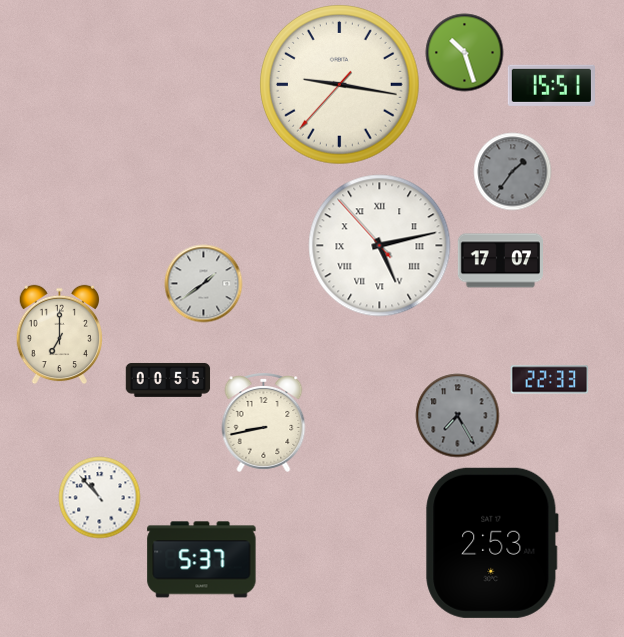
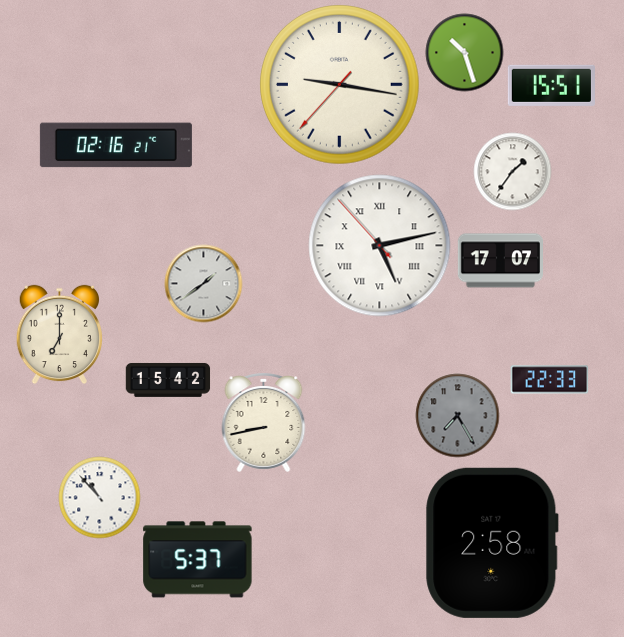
clock at (116, 145): none -> 02:16
clock at (512, 171) dial: grey -> white
clock at (168, 380): 00:55 -> 15:42
clock at (492, 543): 2:53 -> 2:58
clock at (202, 560) position: (202, 560) -> (198, 560)
